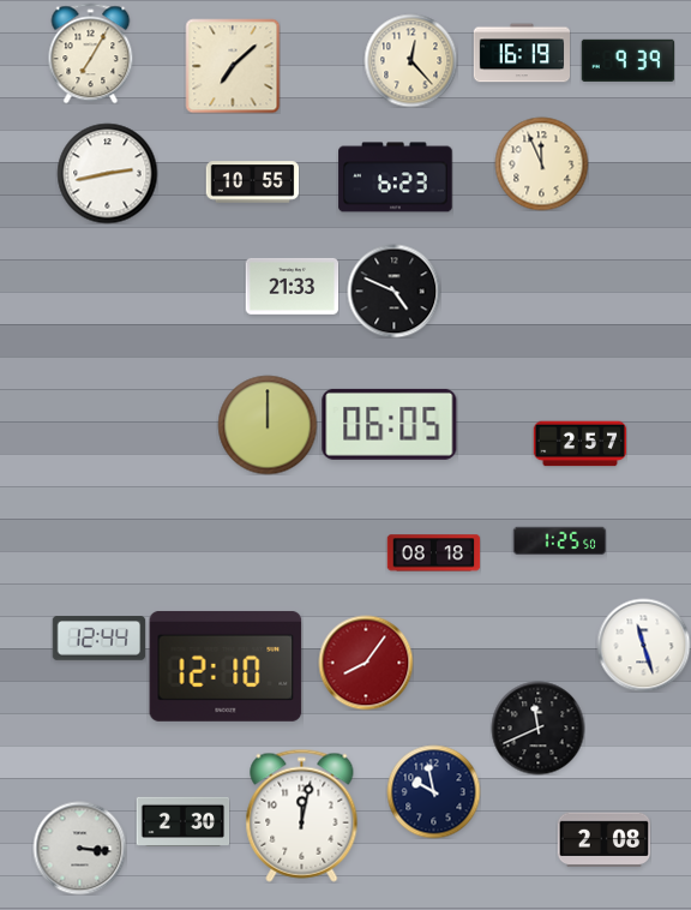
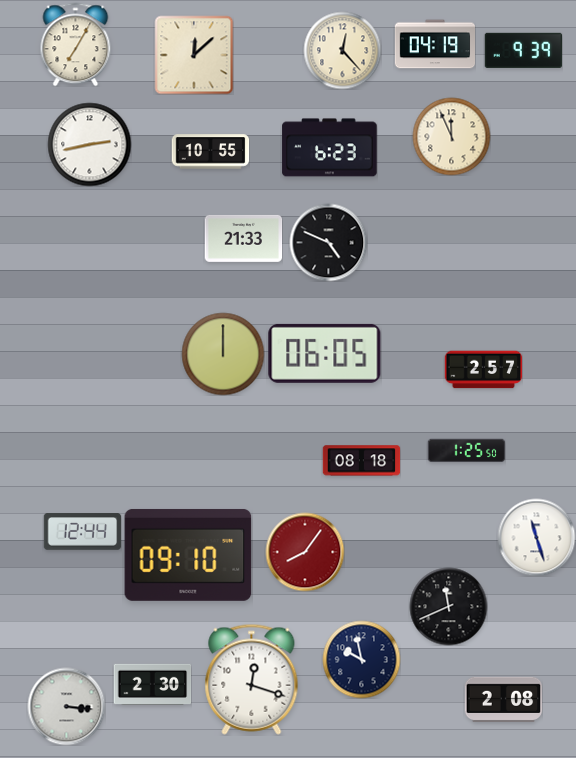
clock at (521, 53): 16:19 -> 04:19
clock at (233, 66): 7:08 -> 12:08
clock at (226, 666): 12:10 -> 09:10
clock at (302, 815): 12:02 -> 12:18
